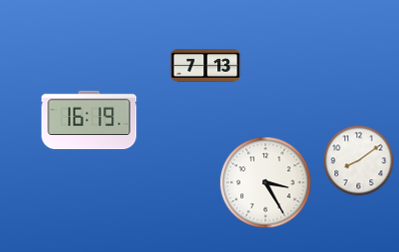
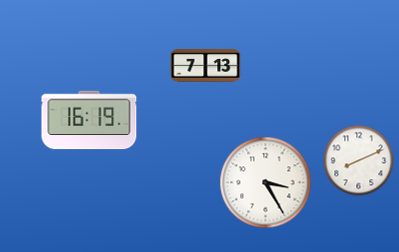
clock at (359, 161): 8:09 -> 8:11
